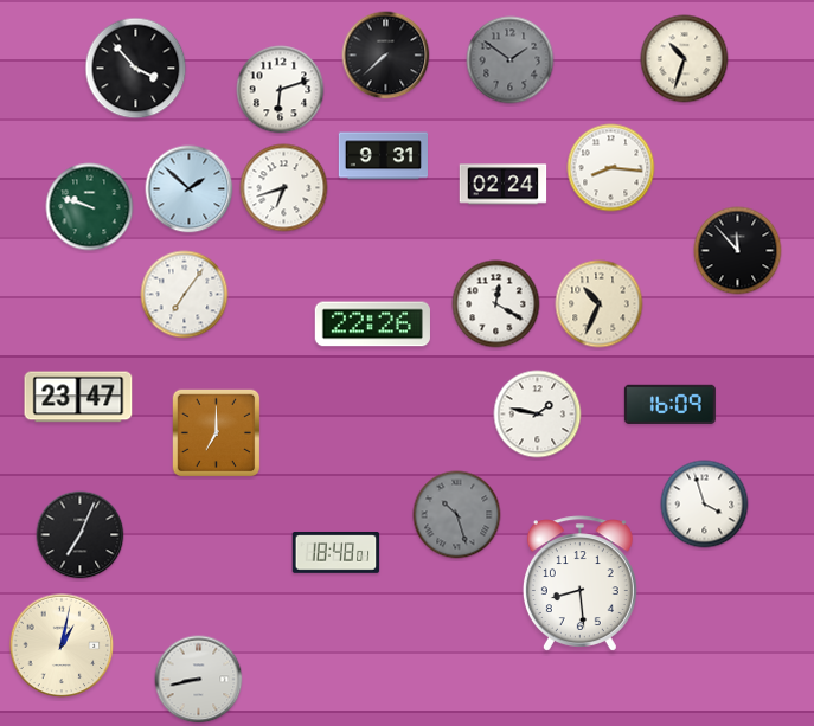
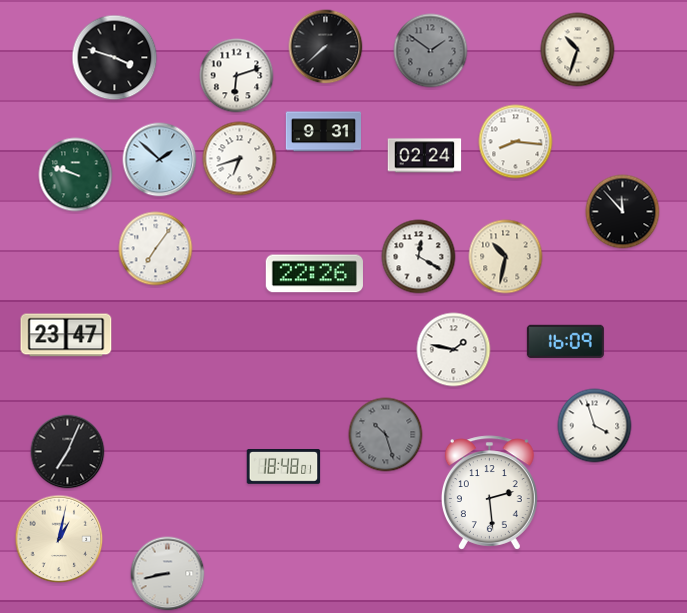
clock at (136, 69): 3:53 -> 3:48
clock at (600, 304): 10:34 -> 10:32
clock at (217, 433): 7:00 -> none
clock at (579, 584): 8:29 -> 2:29
clock at (62, 645) position: (62, 645) -> (59, 539)
